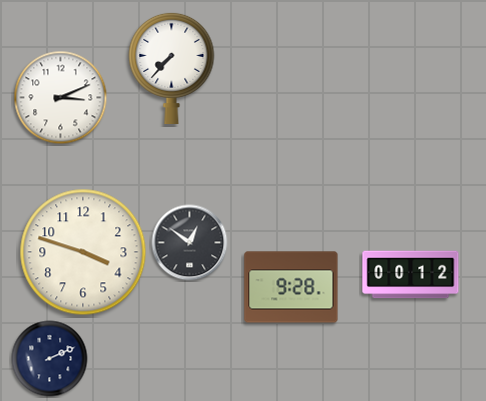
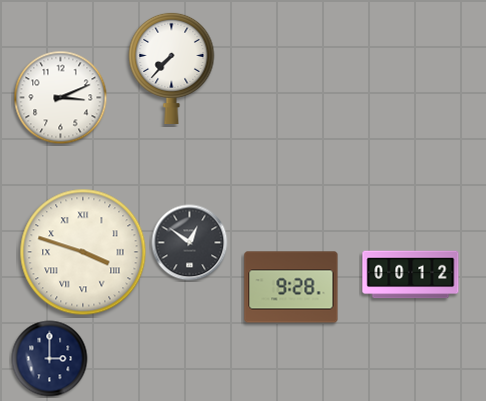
clock at (83, 252) numerals: Arabic -> Roman
clock at (50, 359): 2:11 -> 3:00
